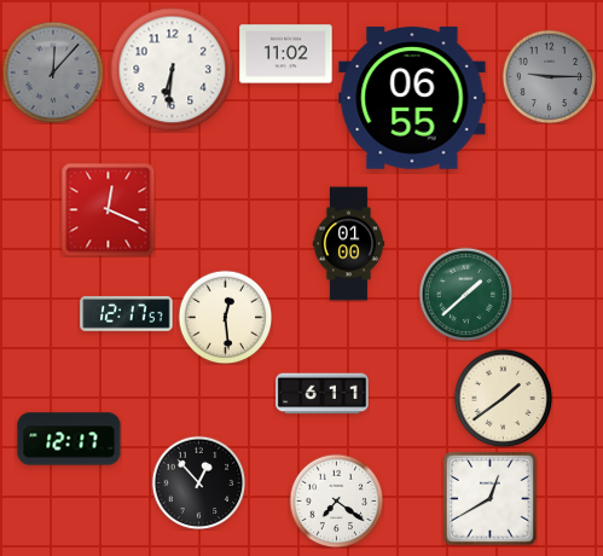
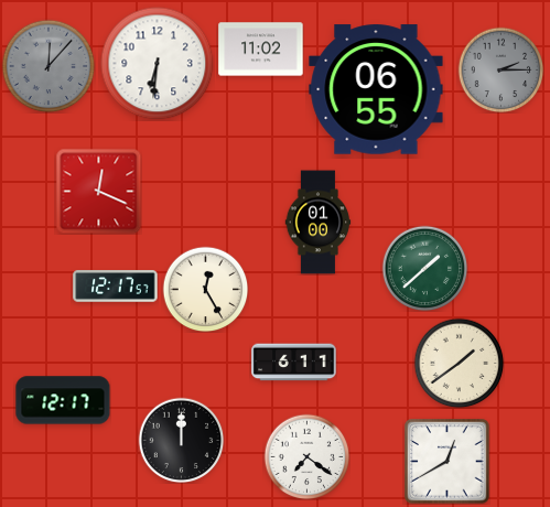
clock at (549, 76): 9:15 -> 2:15
clock at (225, 317): 12:29 -> 12:25
clock at (323, 394) position: (323, 394) -> (294, 363)
clock at (198, 482): 12:53 -> 12:00
clock at (491, 499) position: (491, 499) -> (447, 462)
